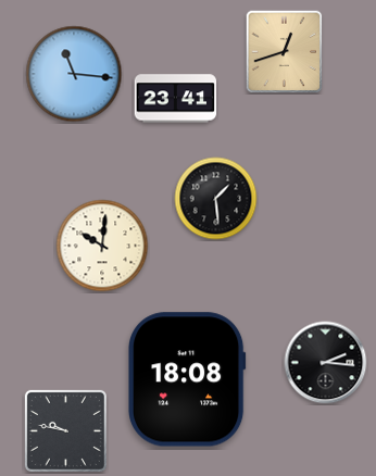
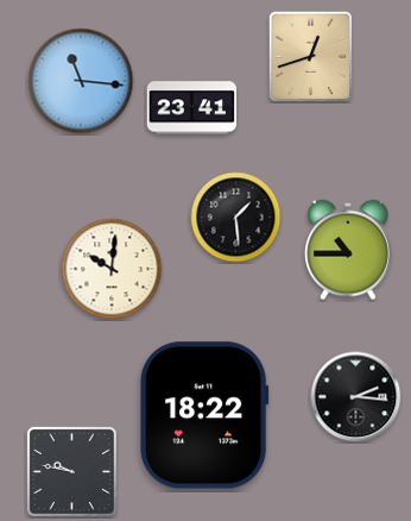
clock at (349, 250): none -> 10:45
clock at (188, 379): 18:08 -> 18:22
